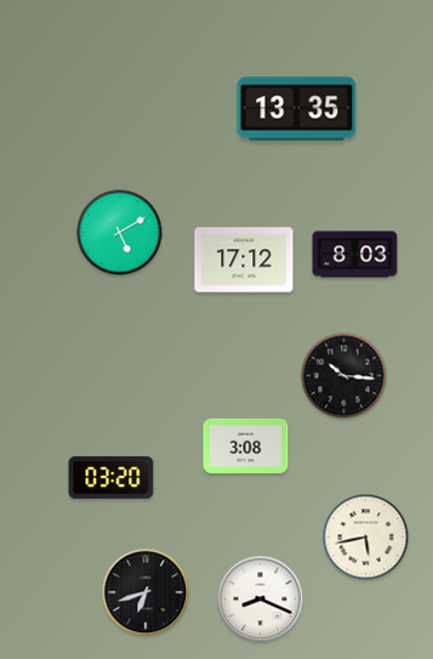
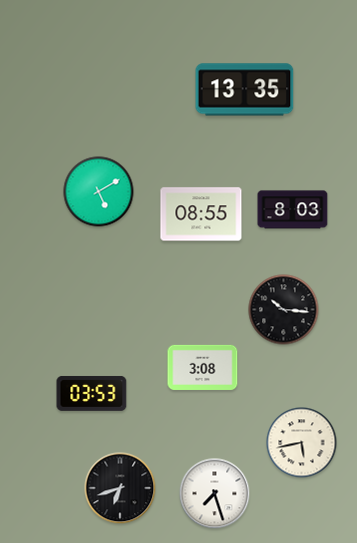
clock at (244, 260): 17:12 -> 08:55
clock at (112, 477): 03:20 -> 03:53
clock at (261, 600): 8:19 -> 7:27
